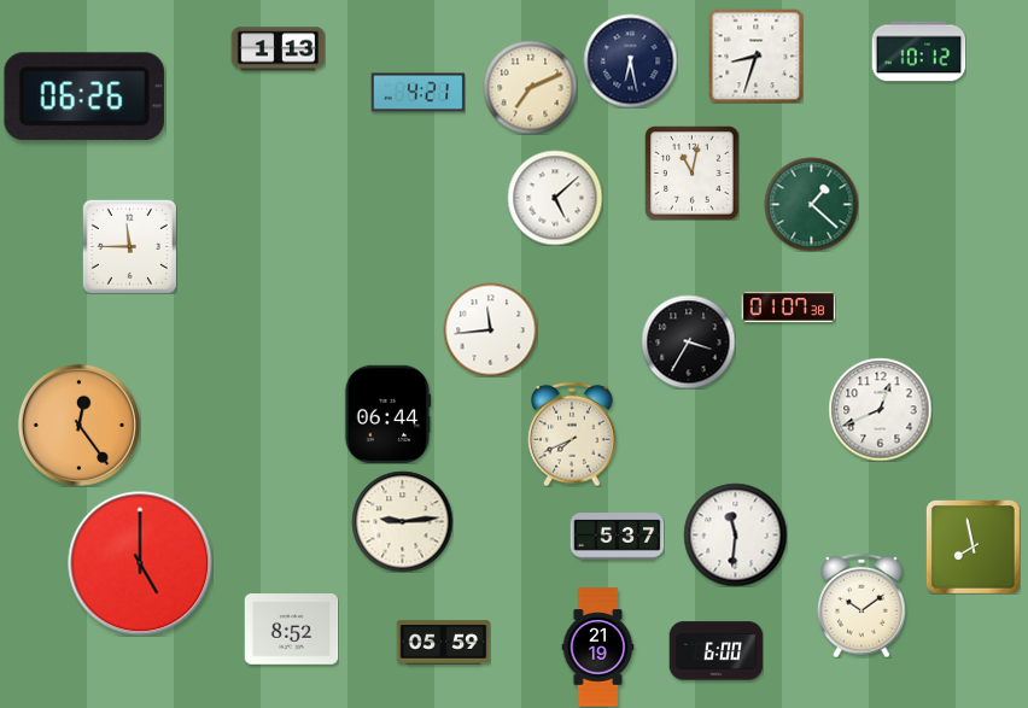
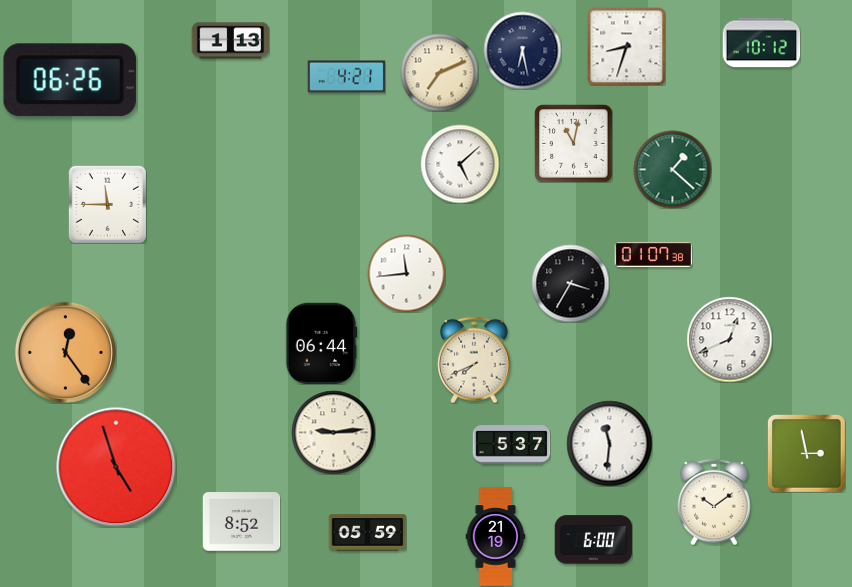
clock at (974, 548): 7:58 -> 2:58
clock at (140, 563): 5:00 -> 4:57
